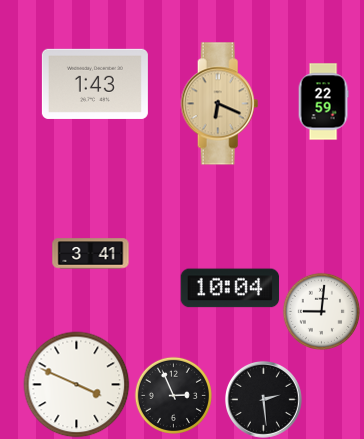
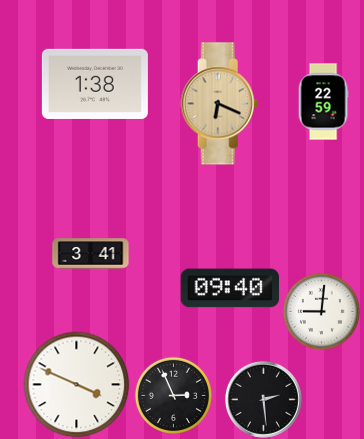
clock at (95, 84): 1:43 -> 1:38
clock at (230, 288): 10:04 -> 09:40
